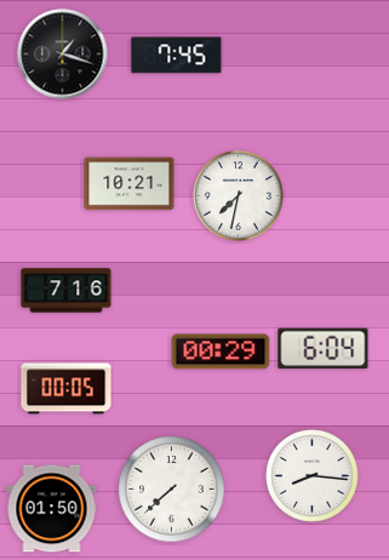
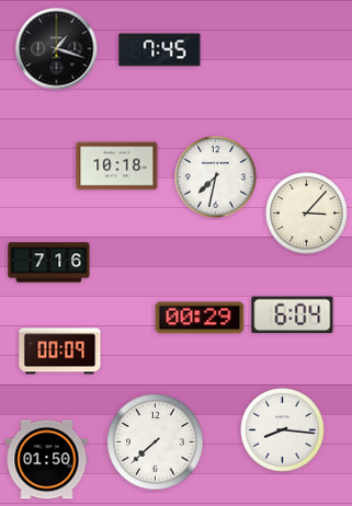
clock at (130, 184): 10:21 -> 10:18
clock at (307, 214): none -> 3:07
clock at (67, 291) position: (67, 291) -> (49, 263)
clock at (67, 389): 00:05 -> 00:09
